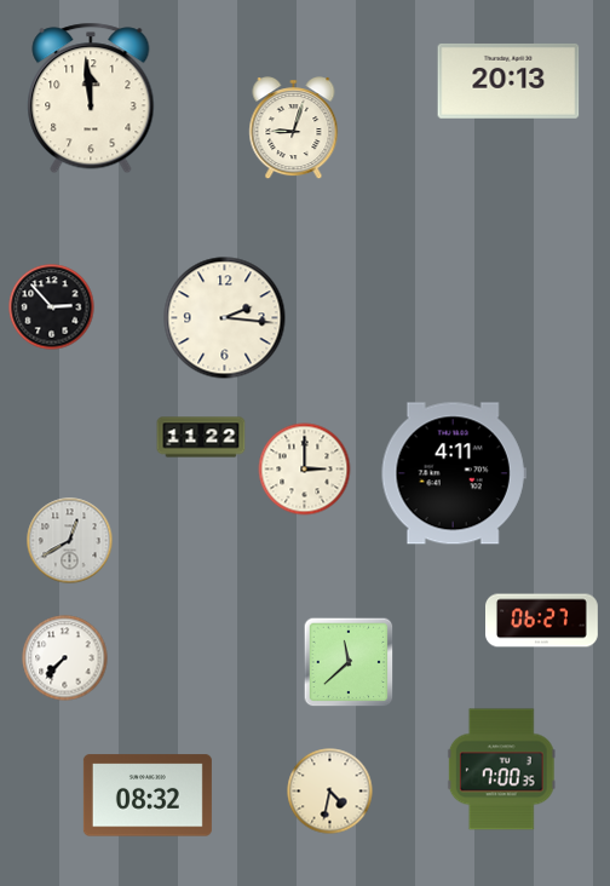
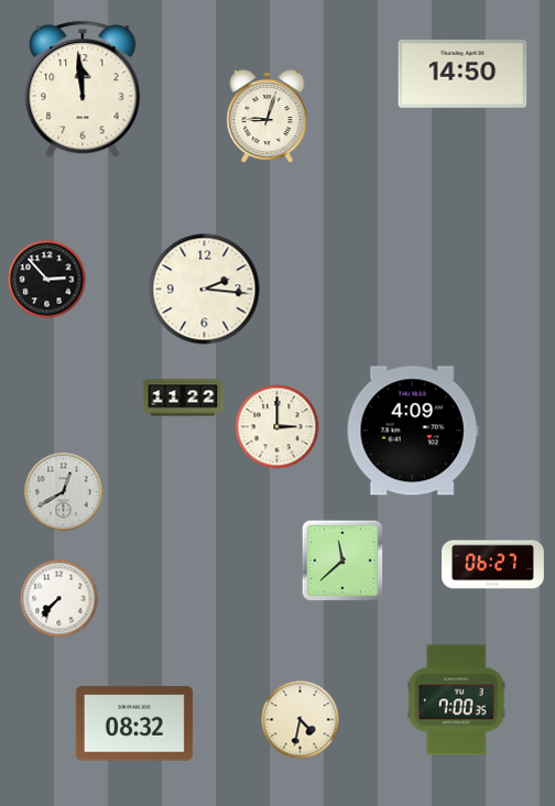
clock at (508, 81): 20:13 -> 14:50
clock at (454, 473): 4:11 -> 4:09
clock at (349, 662) position: (349, 662) -> (342, 560)
